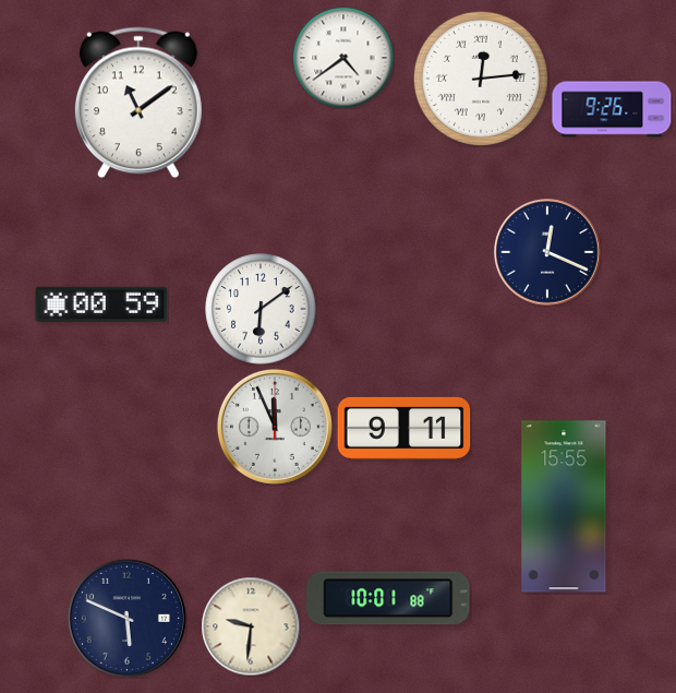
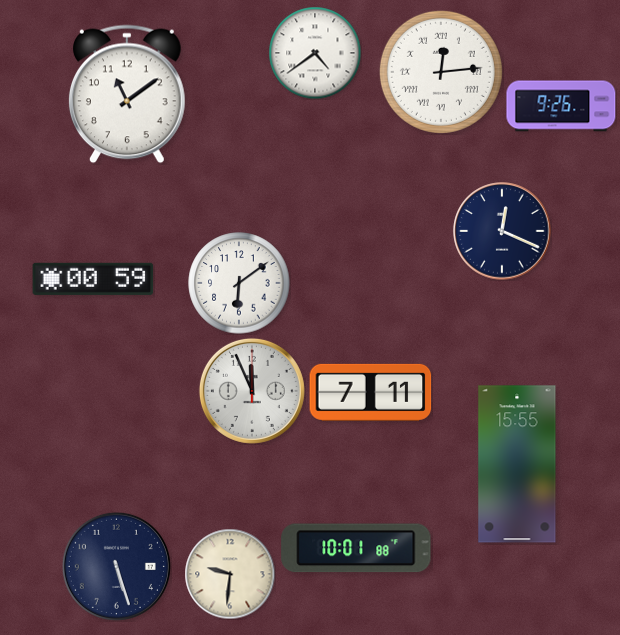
clock at (612, 109) position: (612, 109) -> (561, 106)
clock at (405, 428): 9:11 -> 7:11
clock at (126, 618): 5:49 -> 5:27
